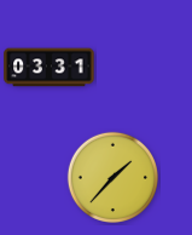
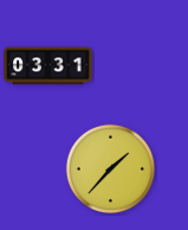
clock at (112, 177) position: (112, 177) -> (110, 168)
